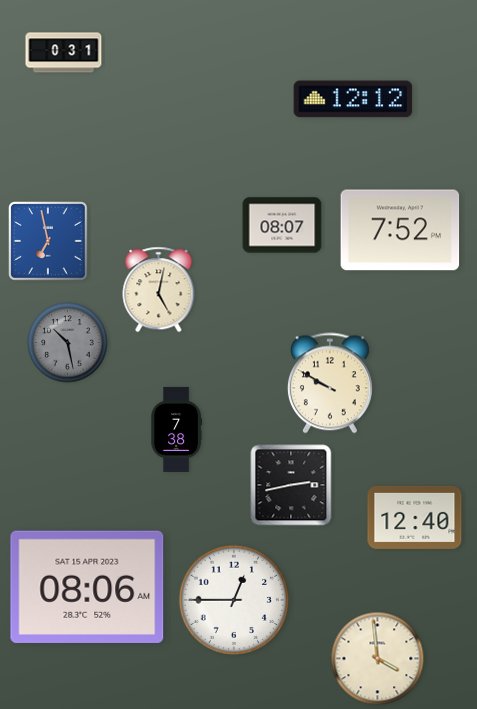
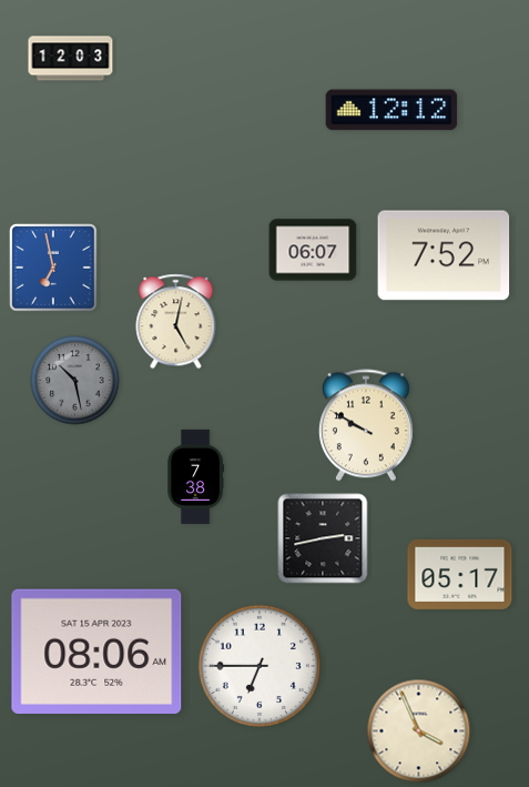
clock at (64, 53): 0:31 -> 12:03
clock at (282, 225): 08:07 -> 06:07
clock at (415, 517): 12:40 -> 05:17
clock at (234, 600): 12:45 -> 6:45
clock at (378, 659): 3:59 -> 3:56
